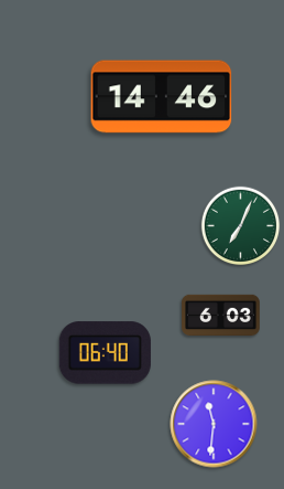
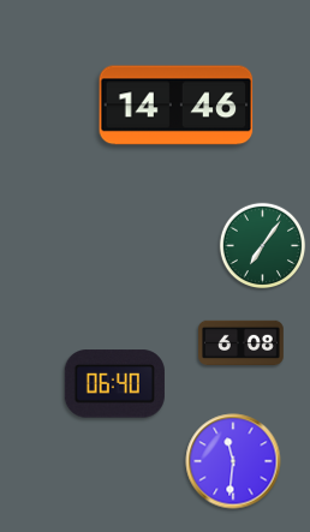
clock at (241, 226): 7:04 -> 7:06
clock at (221, 316): 6:03 -> 6:08
